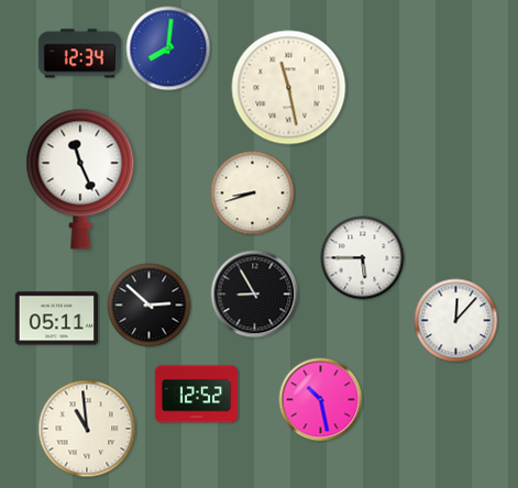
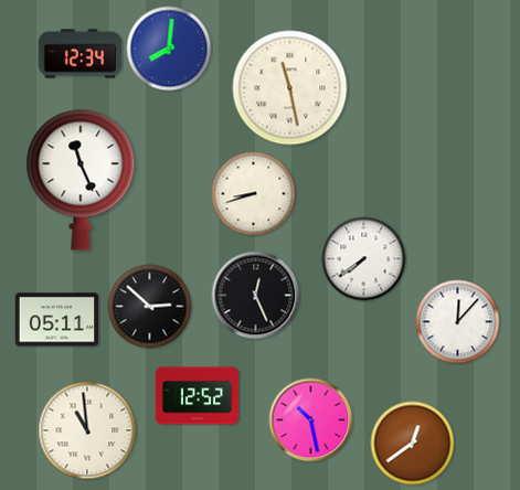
clock at (363, 258): 5:45 -> 7:39
clock at (255, 295): 8:55 -> 12:26
clock at (321, 400) position: (321, 400) -> (311, 420)
clock at (413, 444): none -> 12:39
